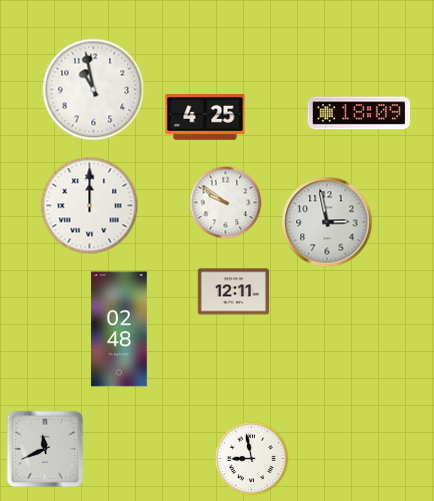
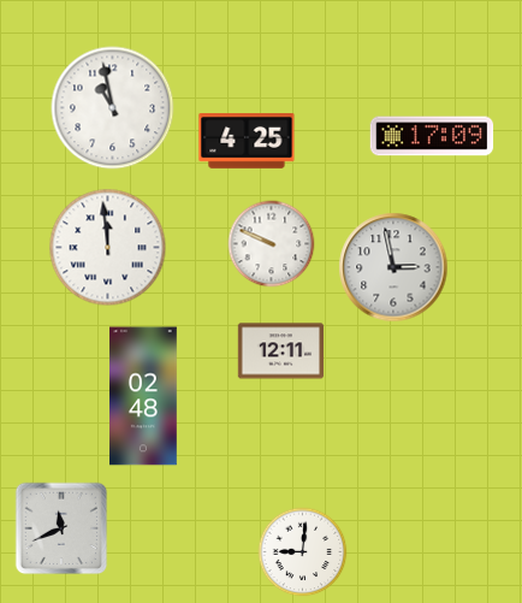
clock at (359, 113): 18:09 -> 17:09
clock at (226, 203): 9:51 -> 9:49
clock at (90, 206): 12:00 -> 11:59
clock at (45, 449) position: (45, 449) -> (61, 528)
clock at (252, 459): 8:58 -> 9:01
